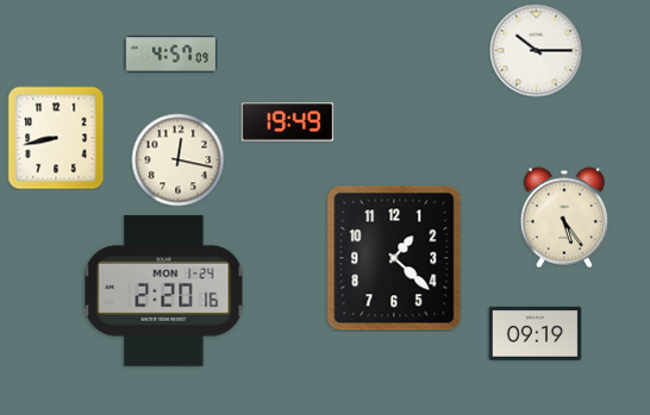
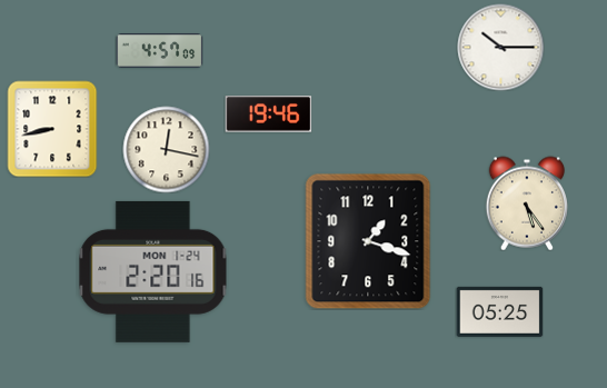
clock at (287, 122): 19:49 -> 19:46
clock at (394, 258): 1:22 -> 1:18
clock at (535, 333): 09:19 -> 05:25
